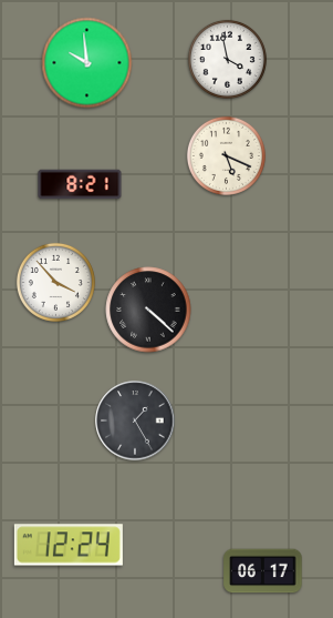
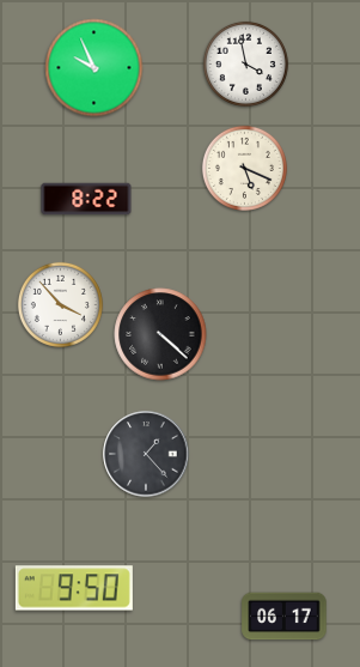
clock at (87, 63): 9:59 -> 9:56
clock at (80, 184): 8:21 -> 8:22
clock at (135, 421): 1:25 -> 1:23
clock at (69, 545): 12:24 -> 9:50
